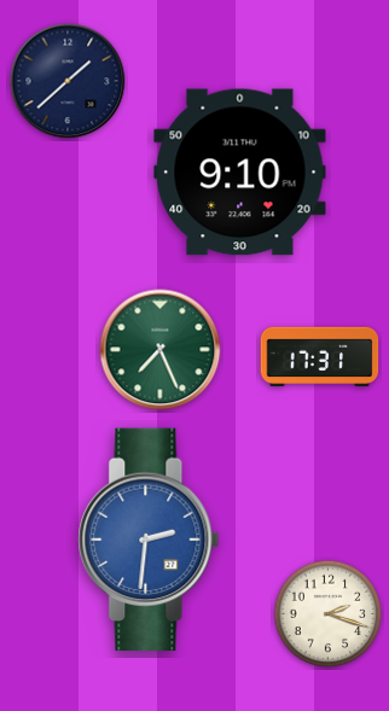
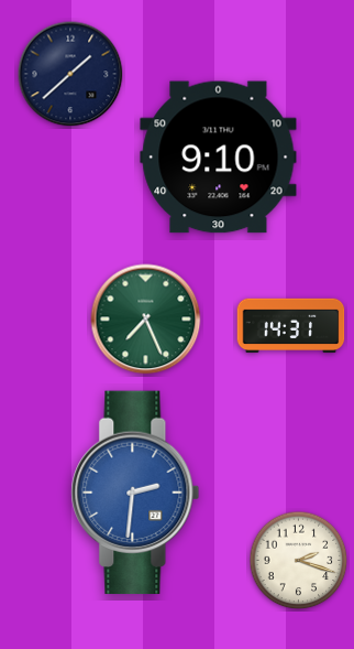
clock at (68, 81) position: (68, 81) -> (70, 74)
clock at (320, 357): 17:31 -> 14:31
